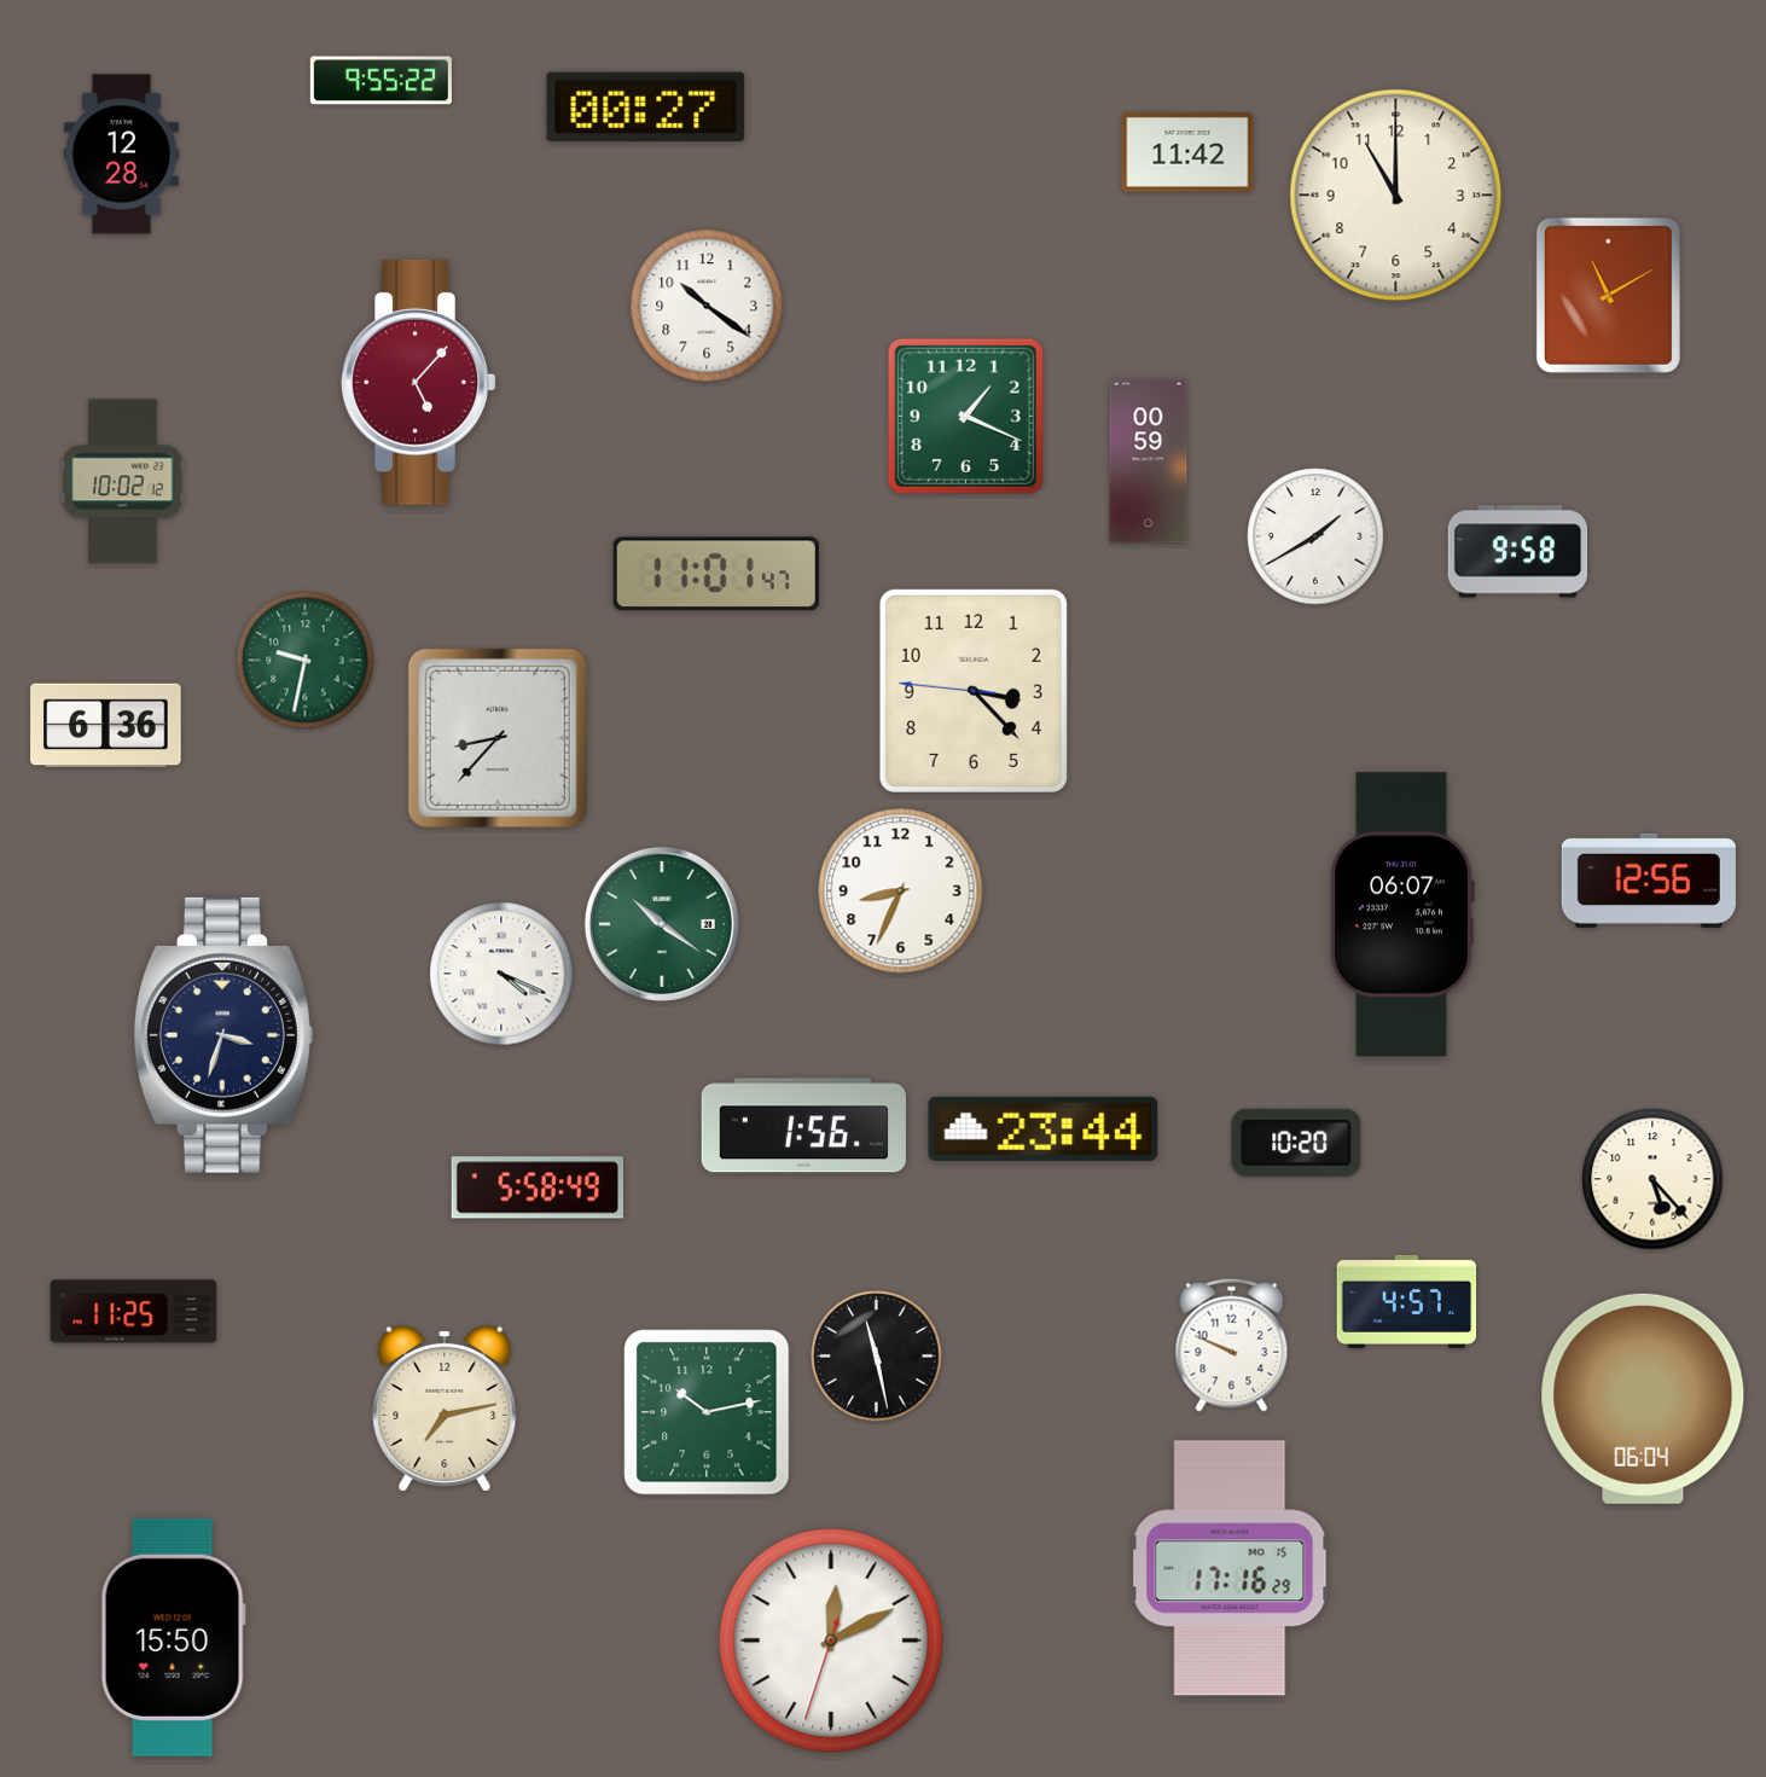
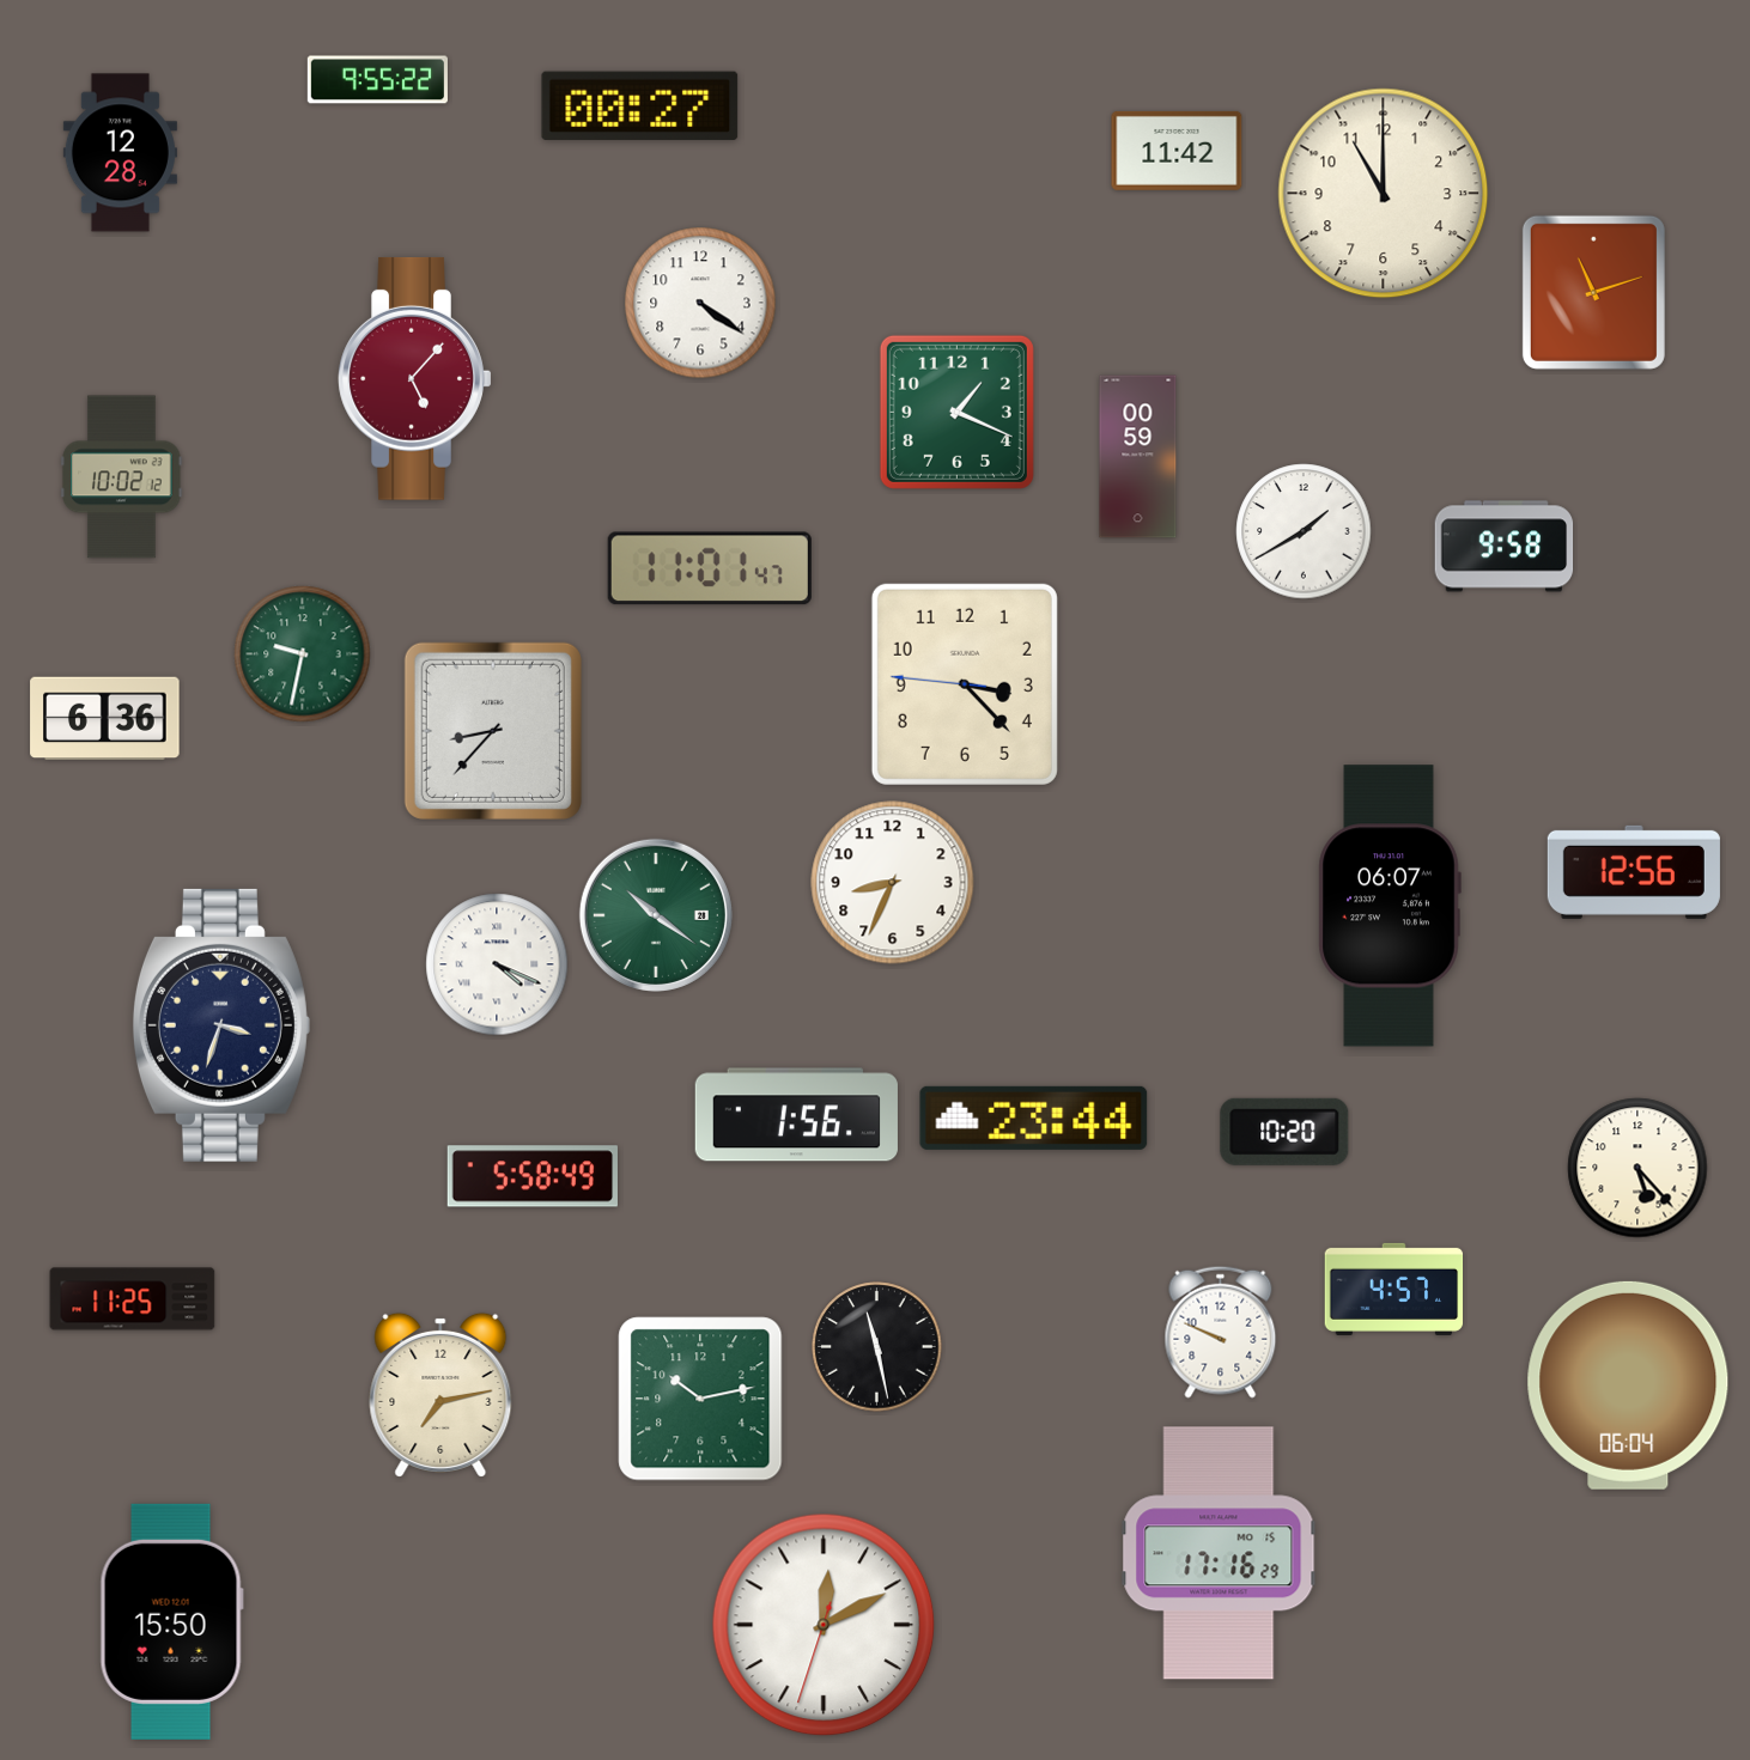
clock at (1608, 295): 11:10 -> 11:12
clock at (707, 306): 10:21 -> 4:21
clock at (877, 1357) position: (877, 1357) -> (877, 1347)
